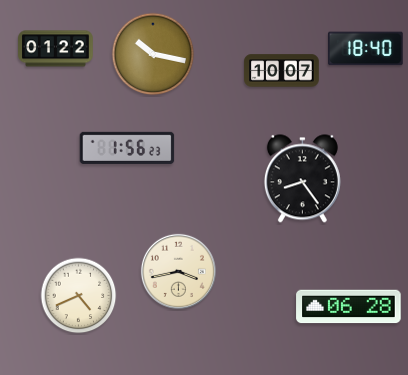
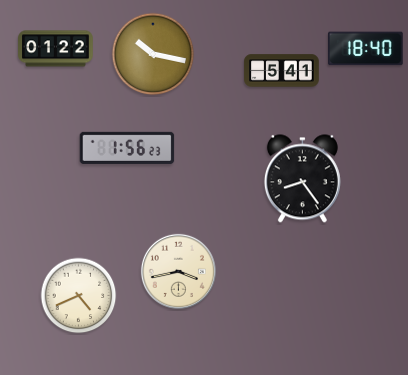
clock at (282, 71): 10:07 -> 5:41
clock at (349, 307): 06:28 -> none
